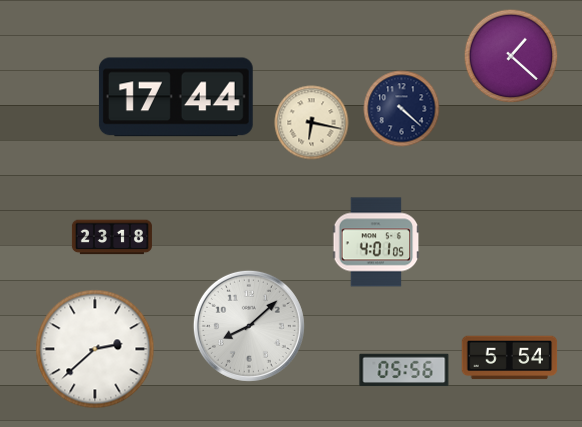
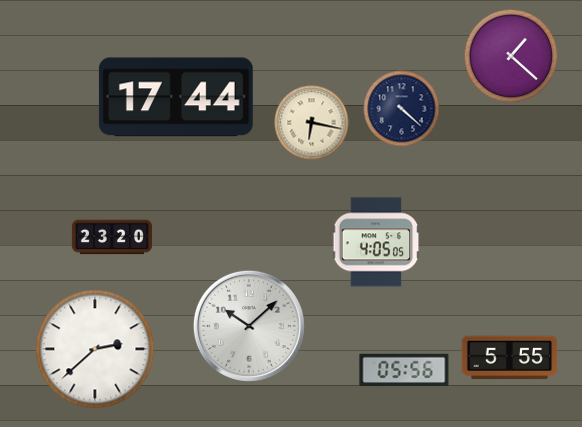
clock at (112, 237): 23:18 -> 23:20
clock at (376, 242): 4:01 -> 4:05
clock at (249, 326): 8:08 -> 10:08
clock at (510, 358): 5:54 -> 5:55
